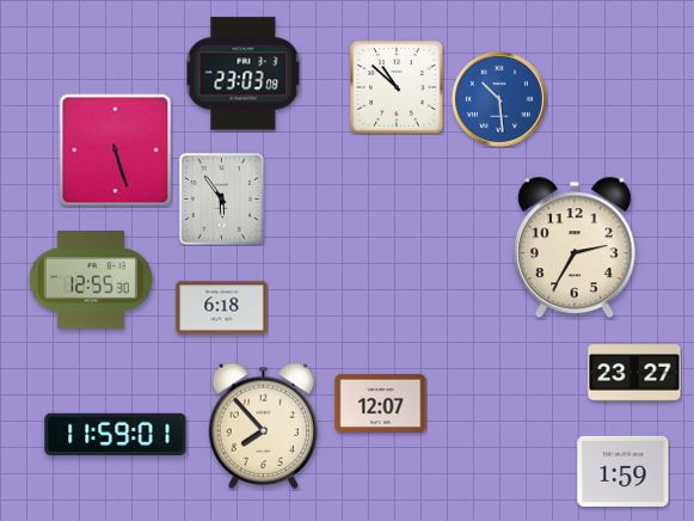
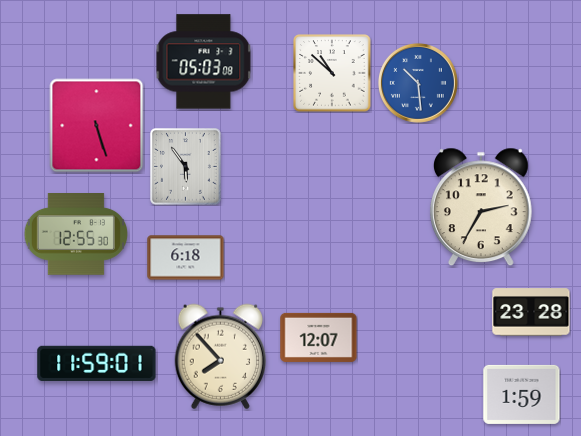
clock at (244, 74): 23:03 -> 05:03
clock at (634, 373): 23:27 -> 23:28
